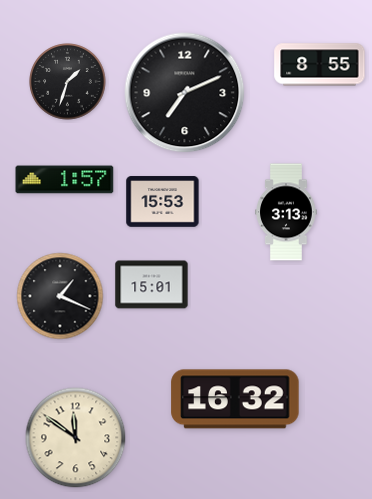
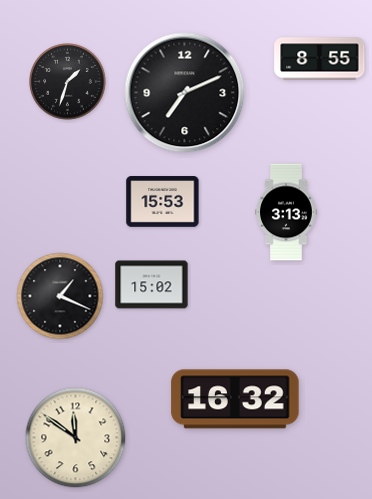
clock at (320, 65) position: (320, 65) -> (320, 59)
clock at (65, 180): 1:57 -> none
clock at (152, 285): 15:01 -> 15:02
